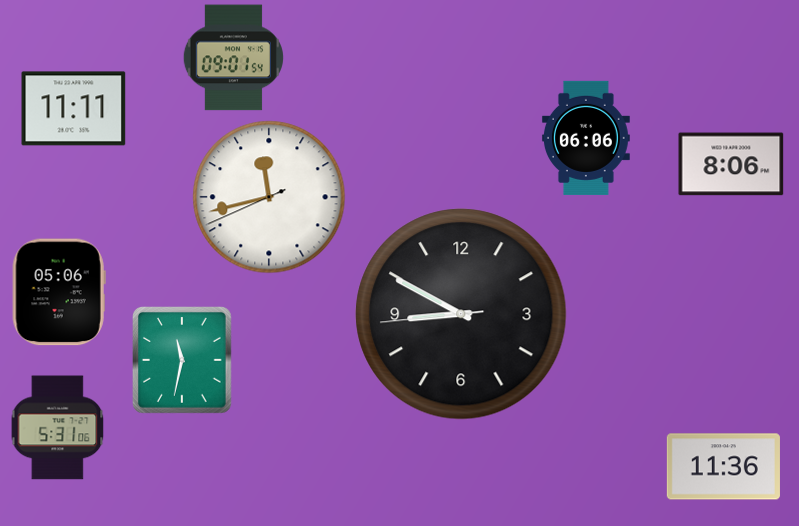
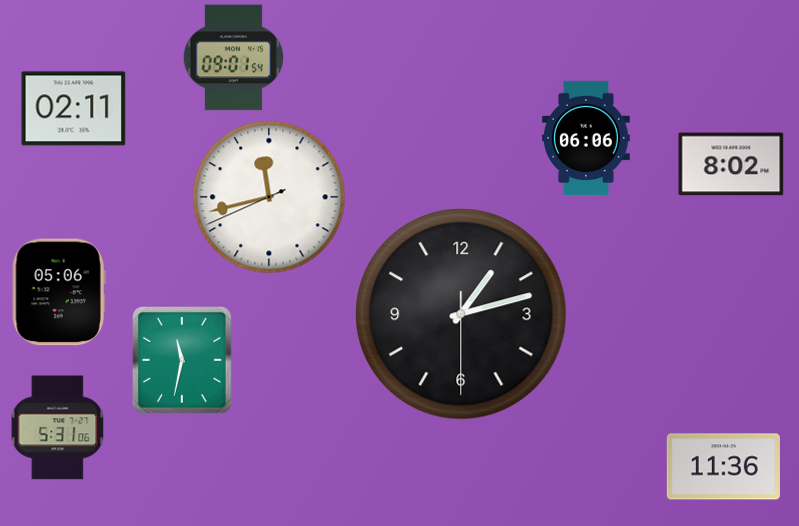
clock at (74, 109): 11:11 -> 02:11
clock at (731, 164): 8:06 -> 8:02
clock at (461, 314): 8:49 -> 1:12
